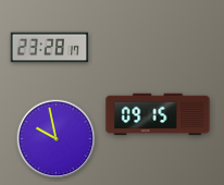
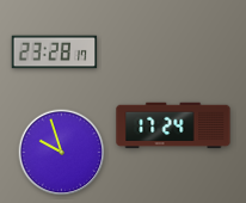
clock at (158, 114): 09:15 -> 17:24
clock at (57, 139): 9:58 -> 9:57
